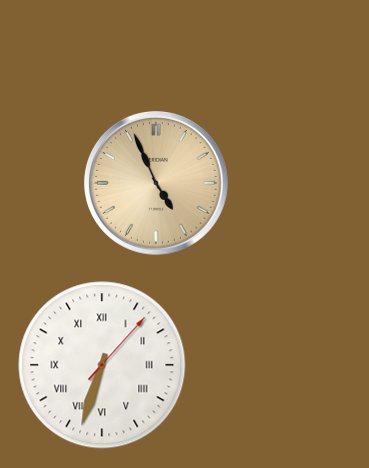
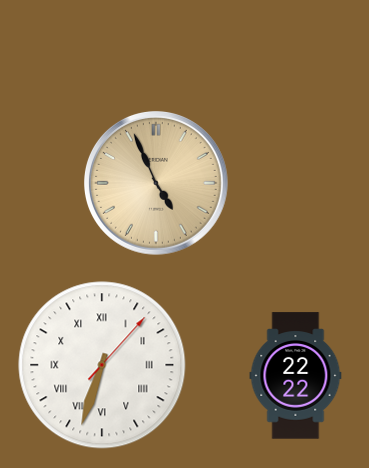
clock at (296, 376): none -> 22:22
